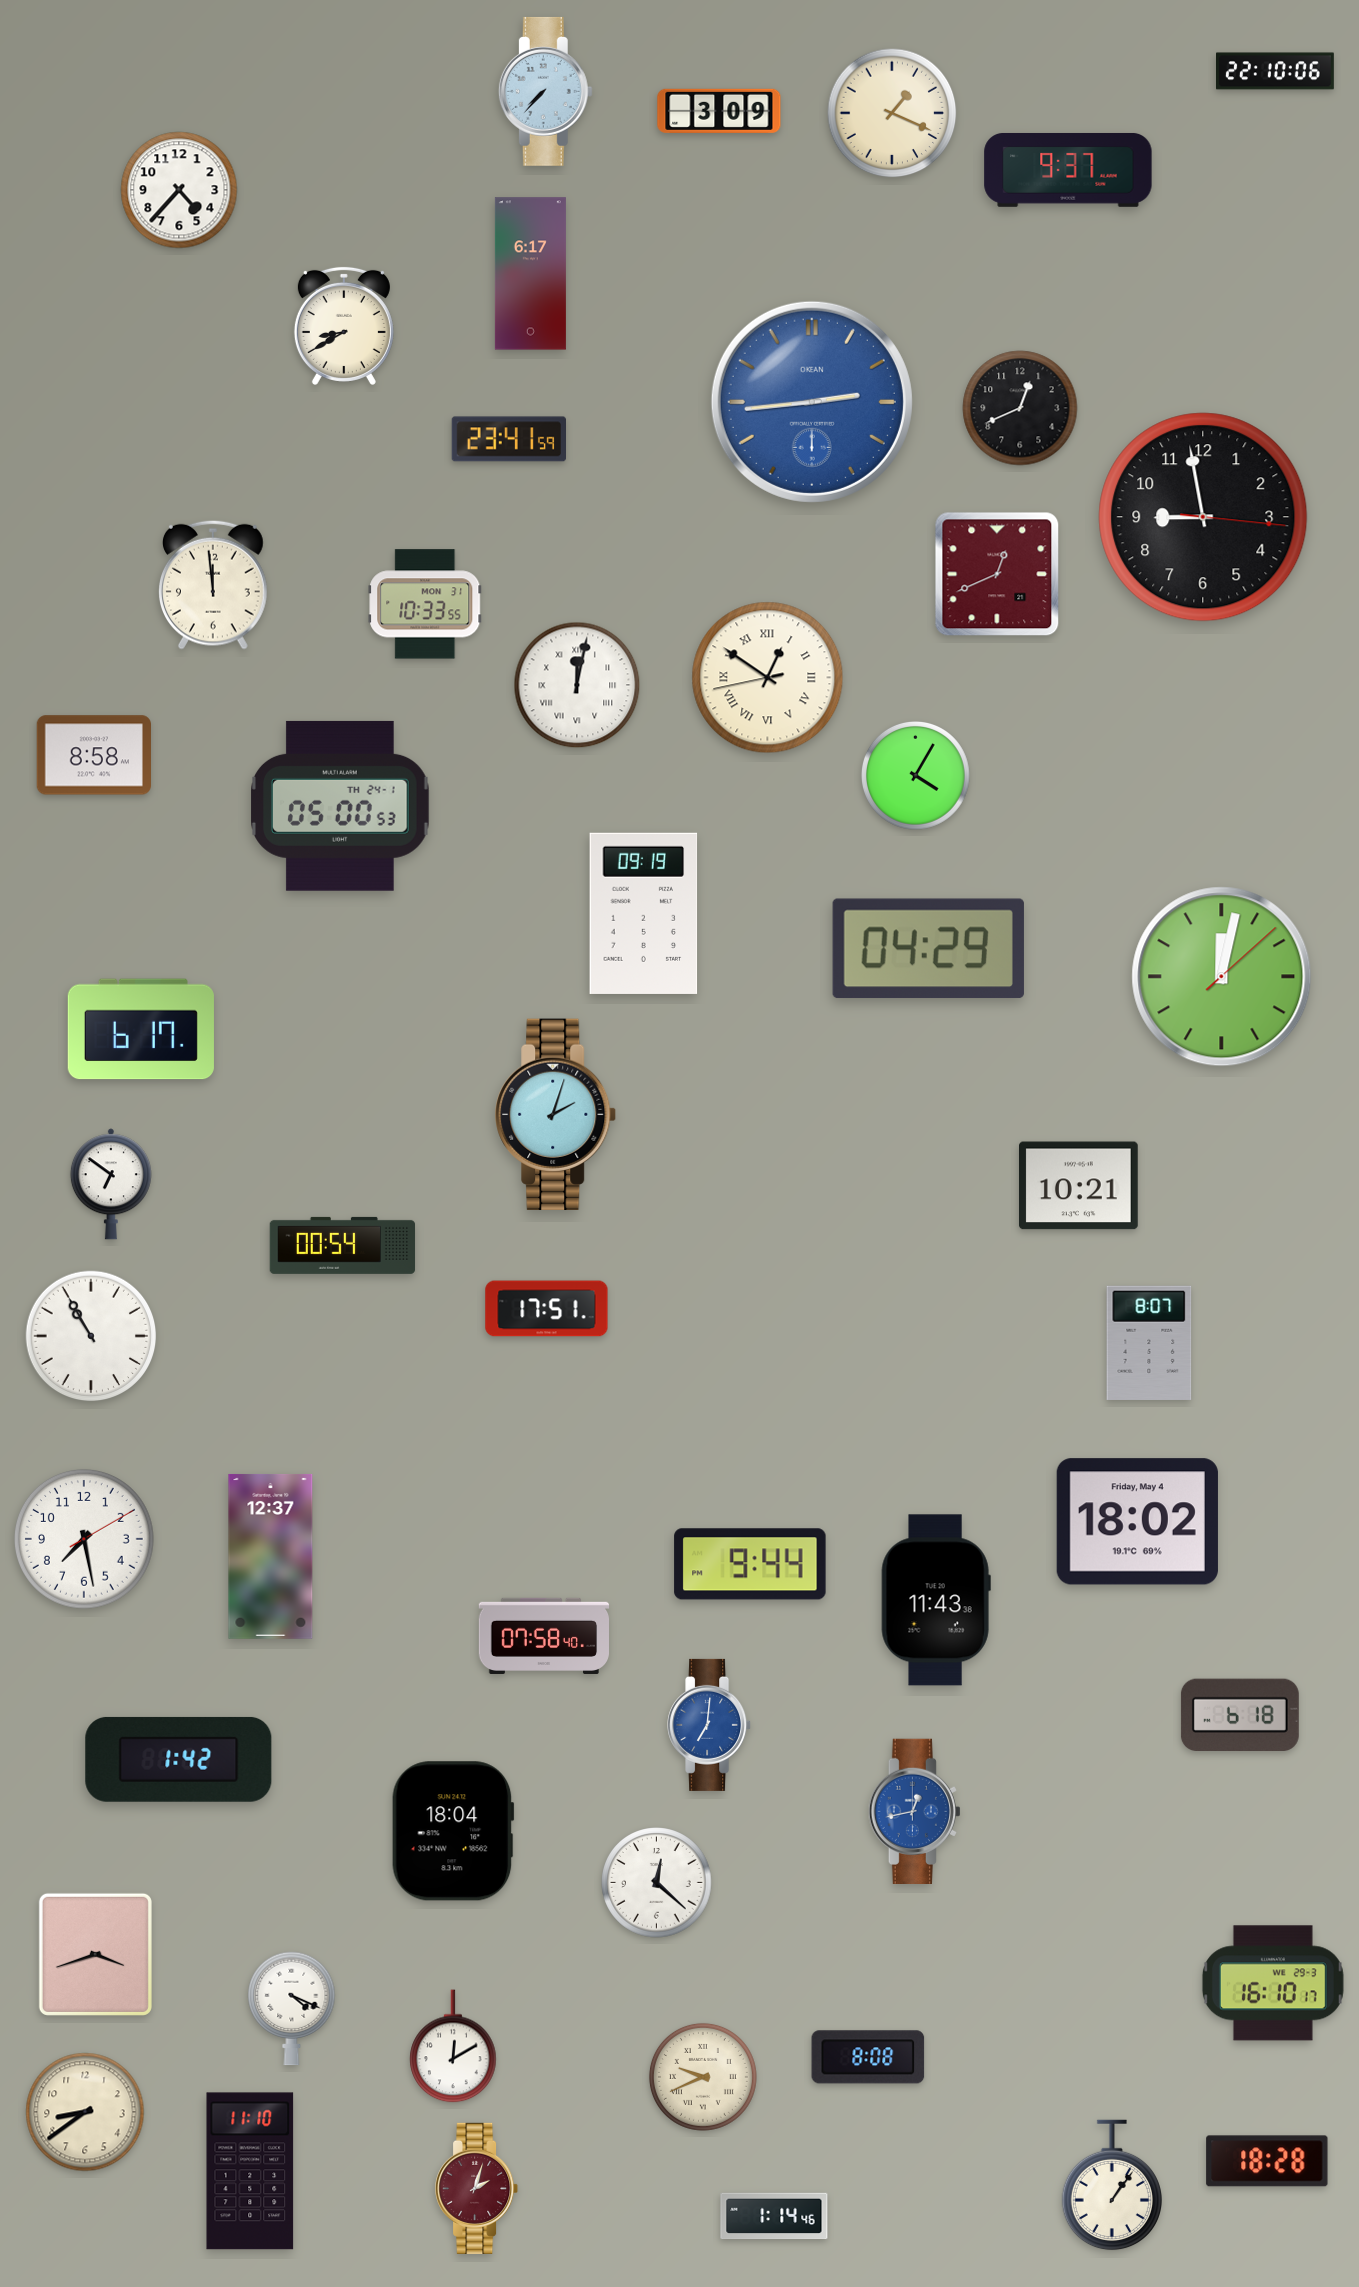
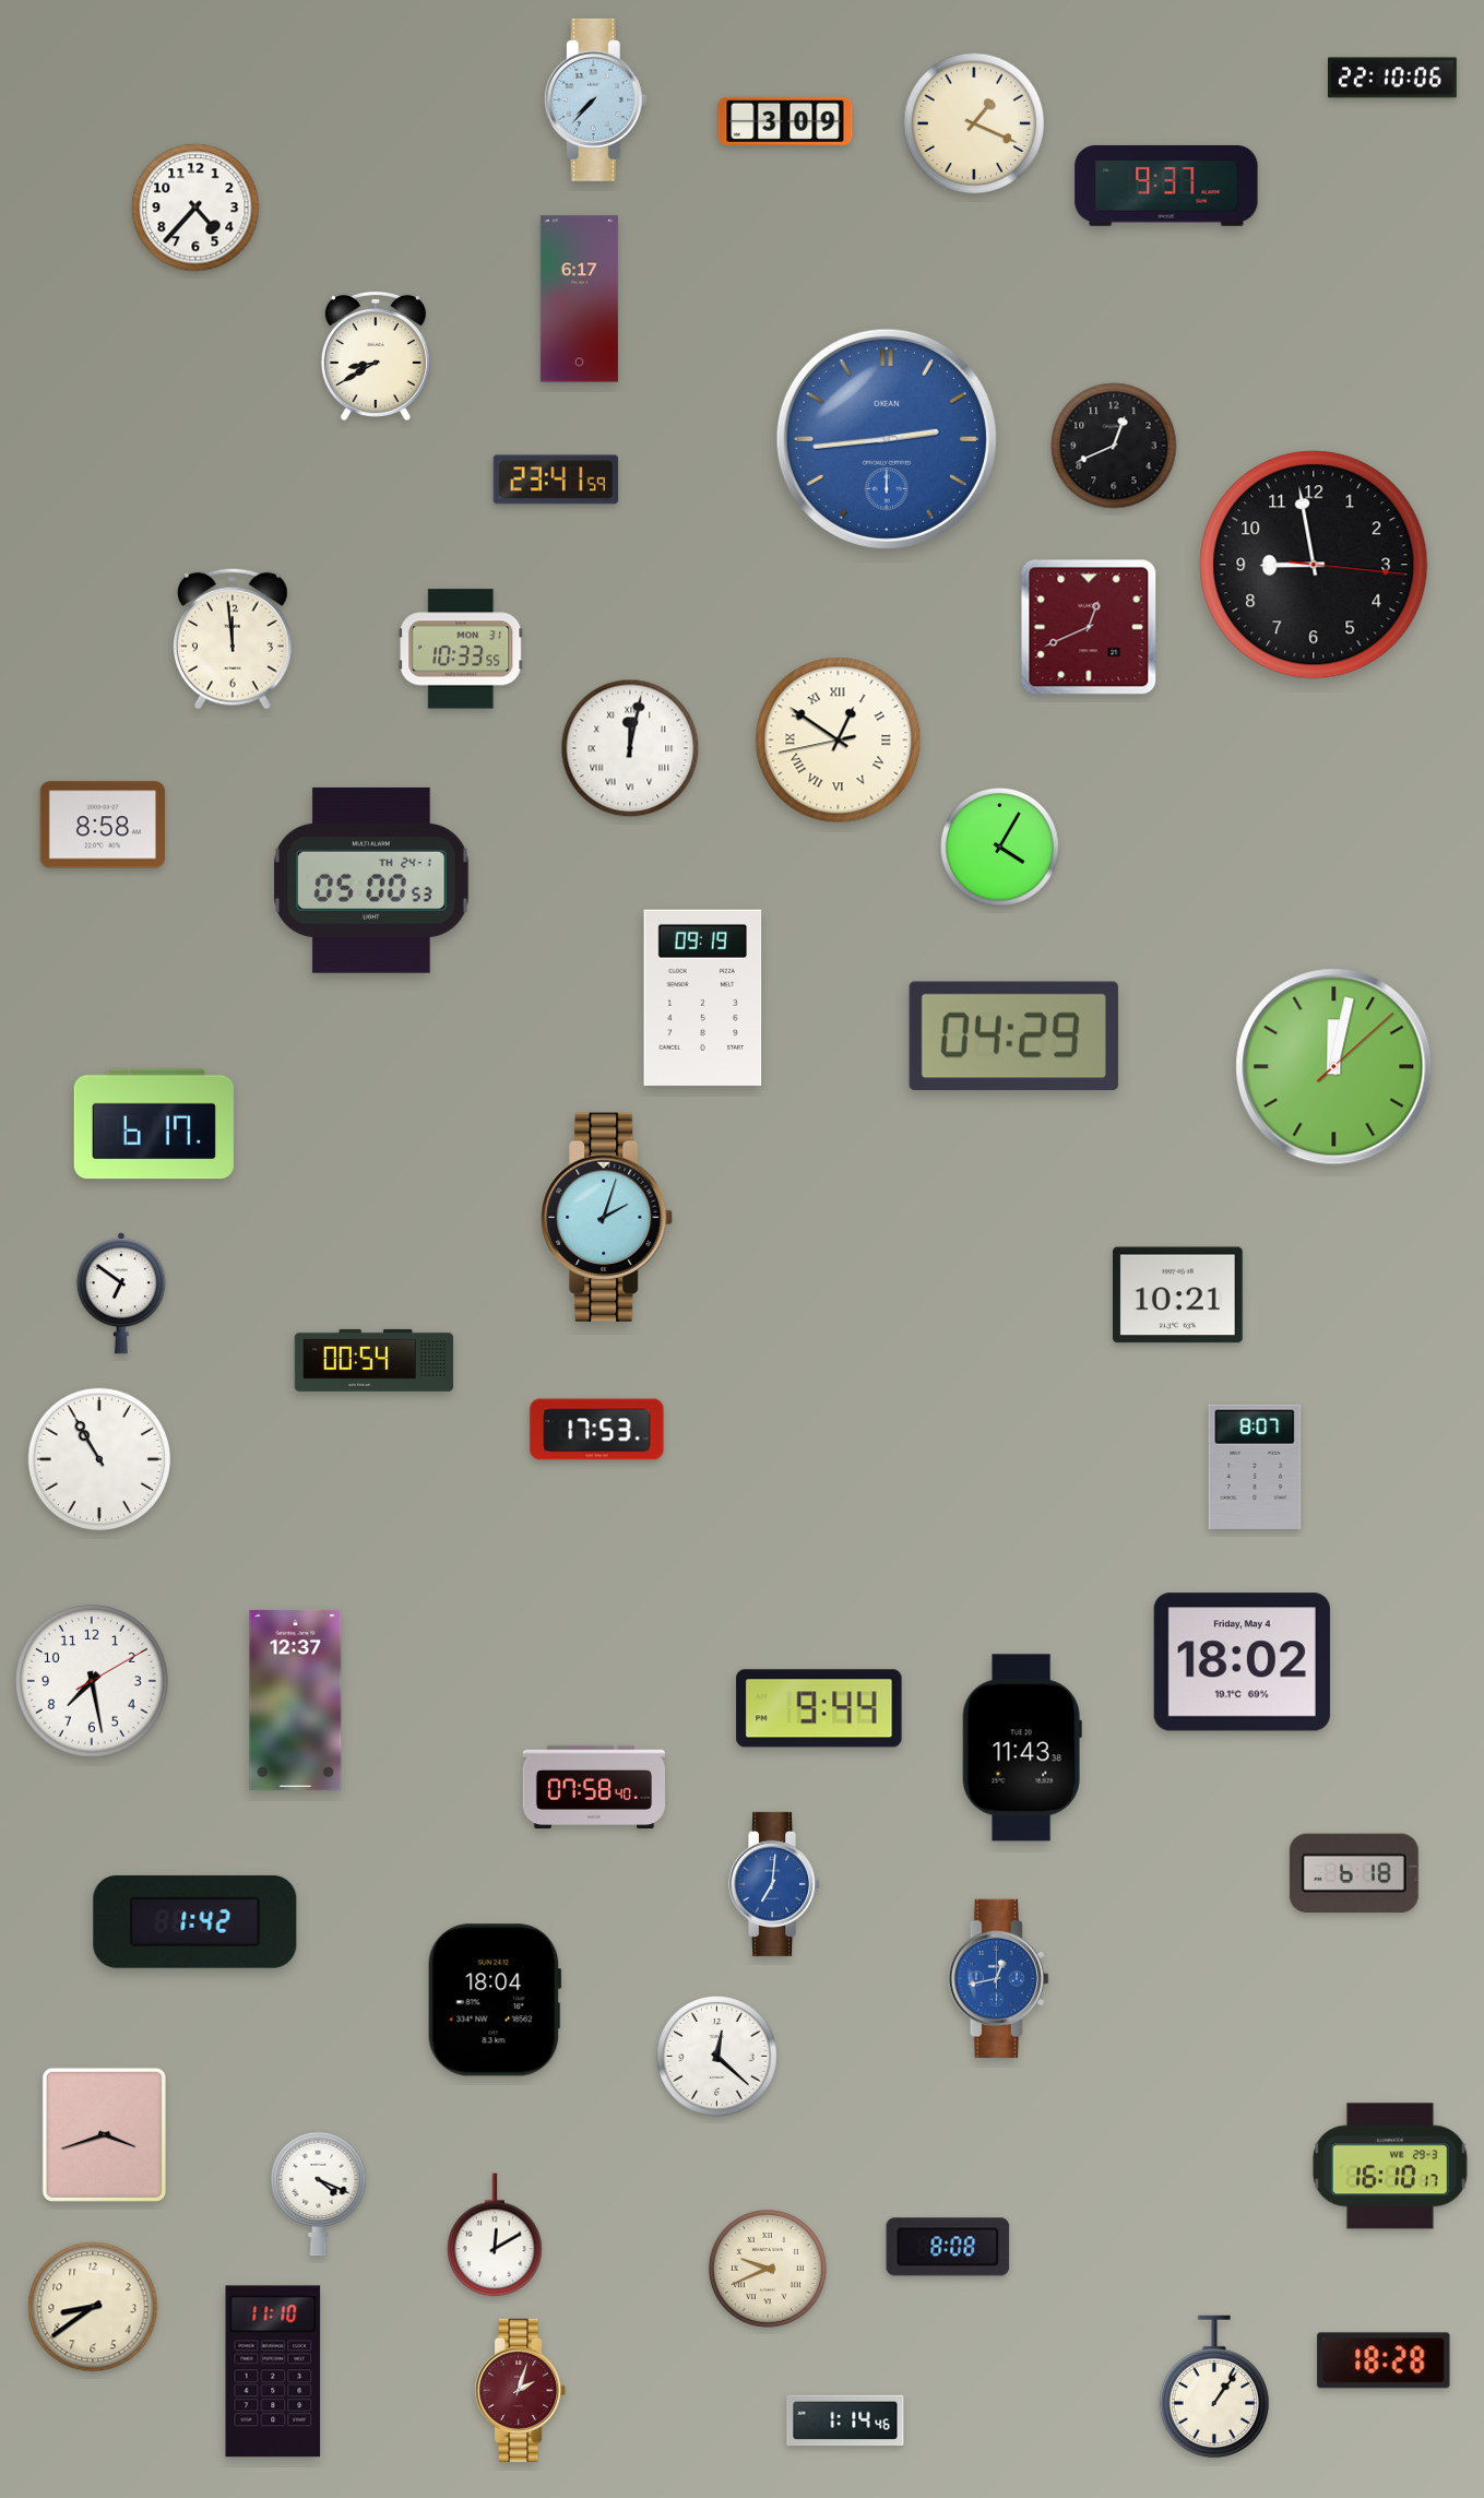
clock at (425, 604) position: (425, 604) -> (461, 649)
clock at (547, 1309): 17:51 -> 17:53
